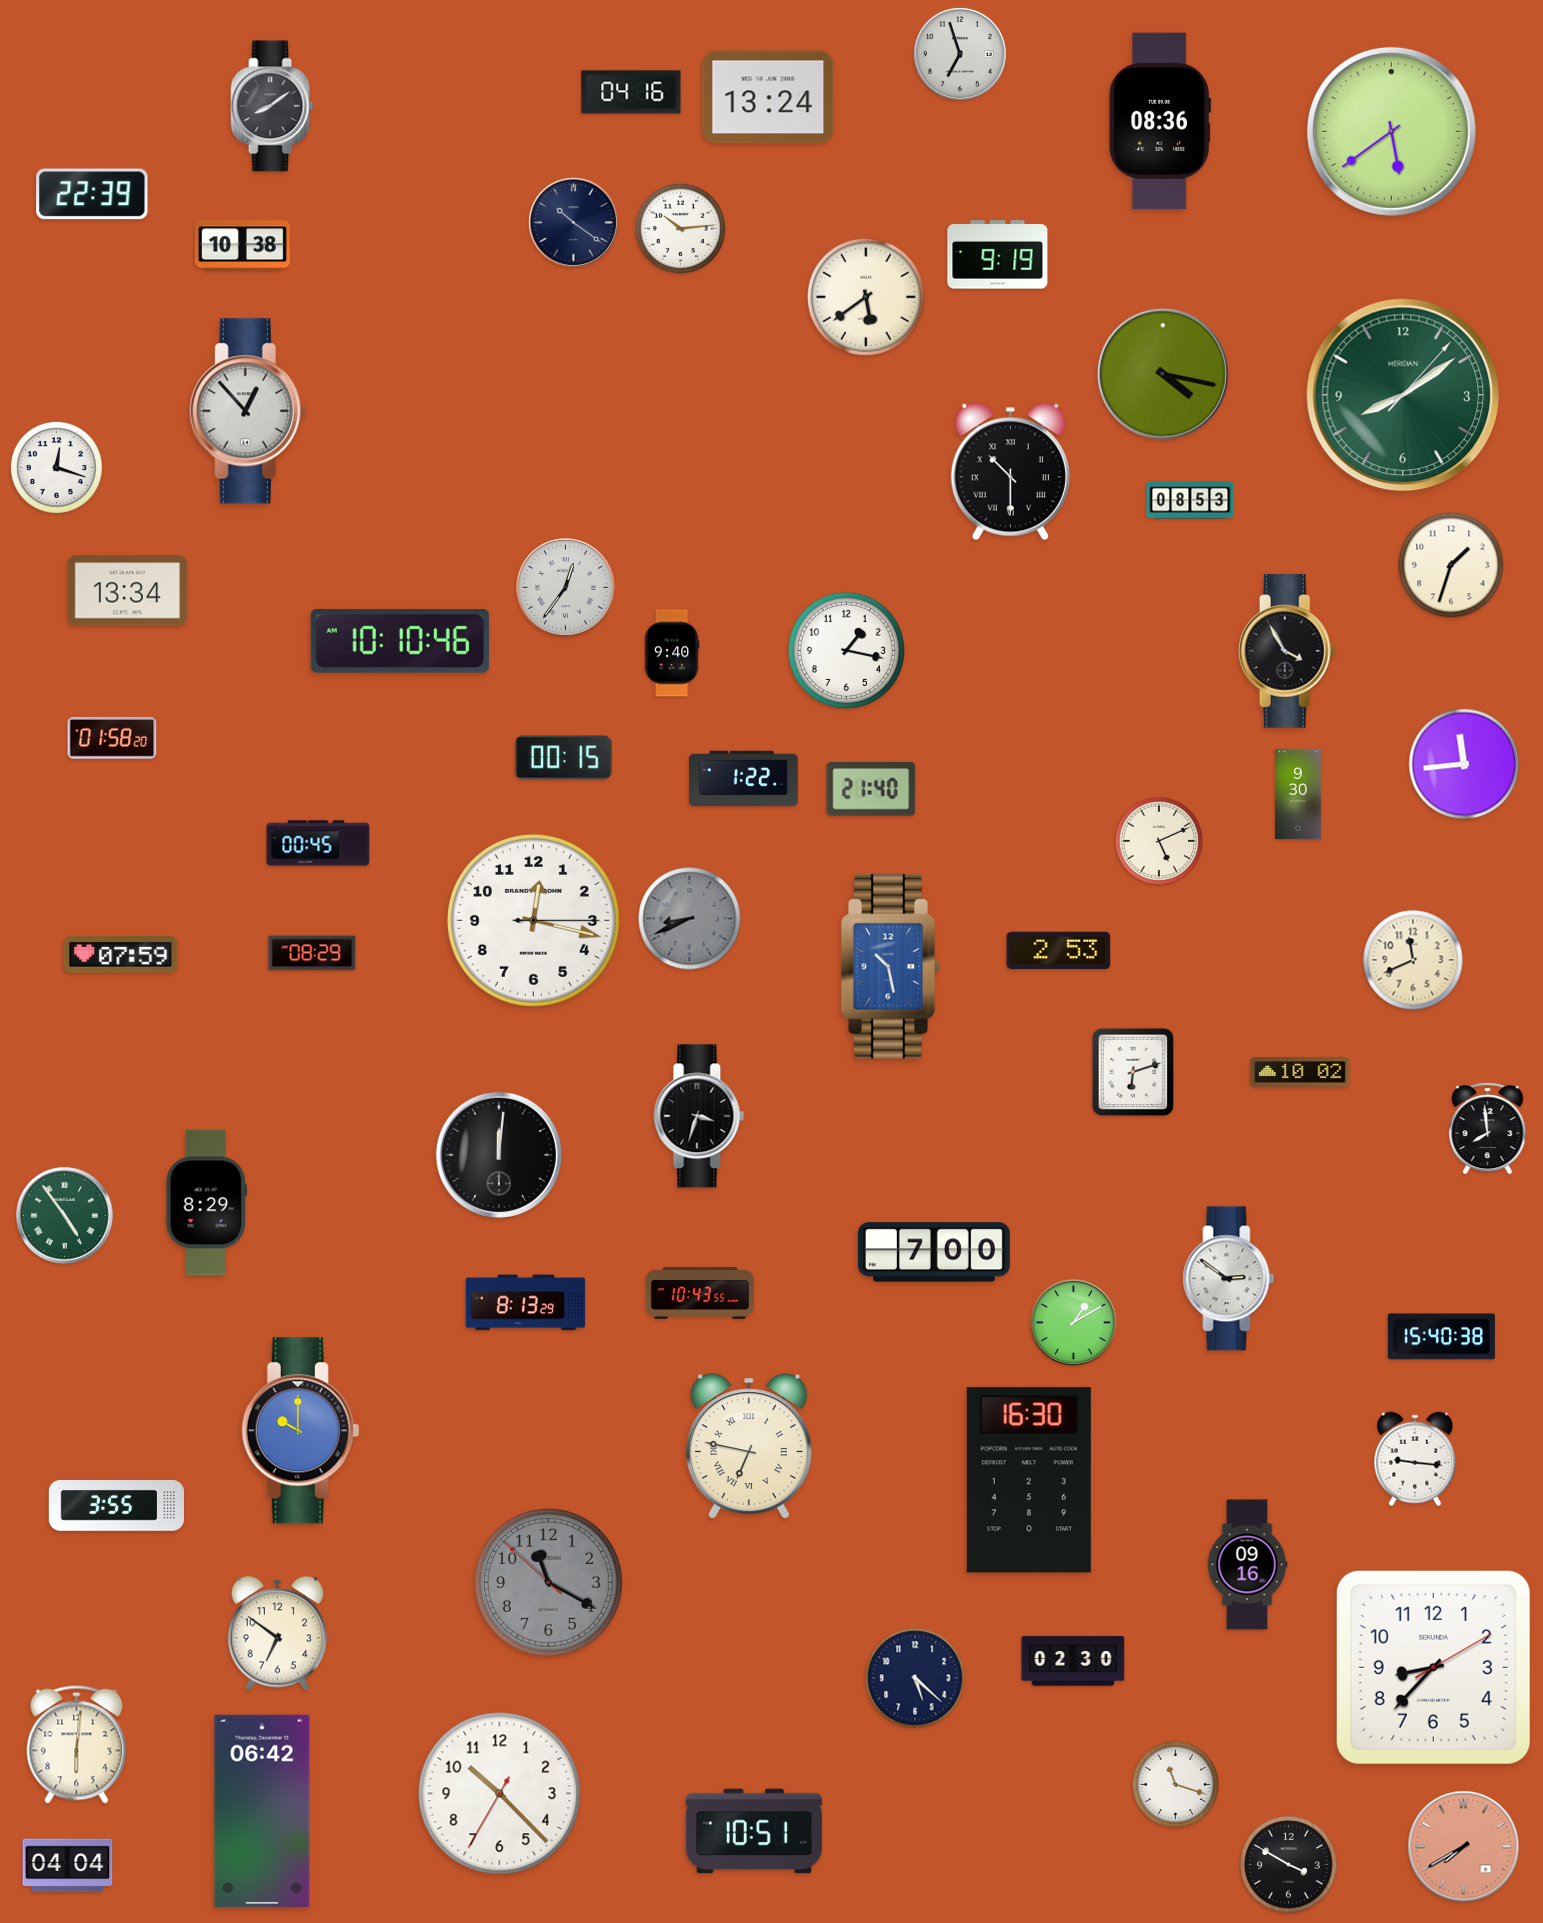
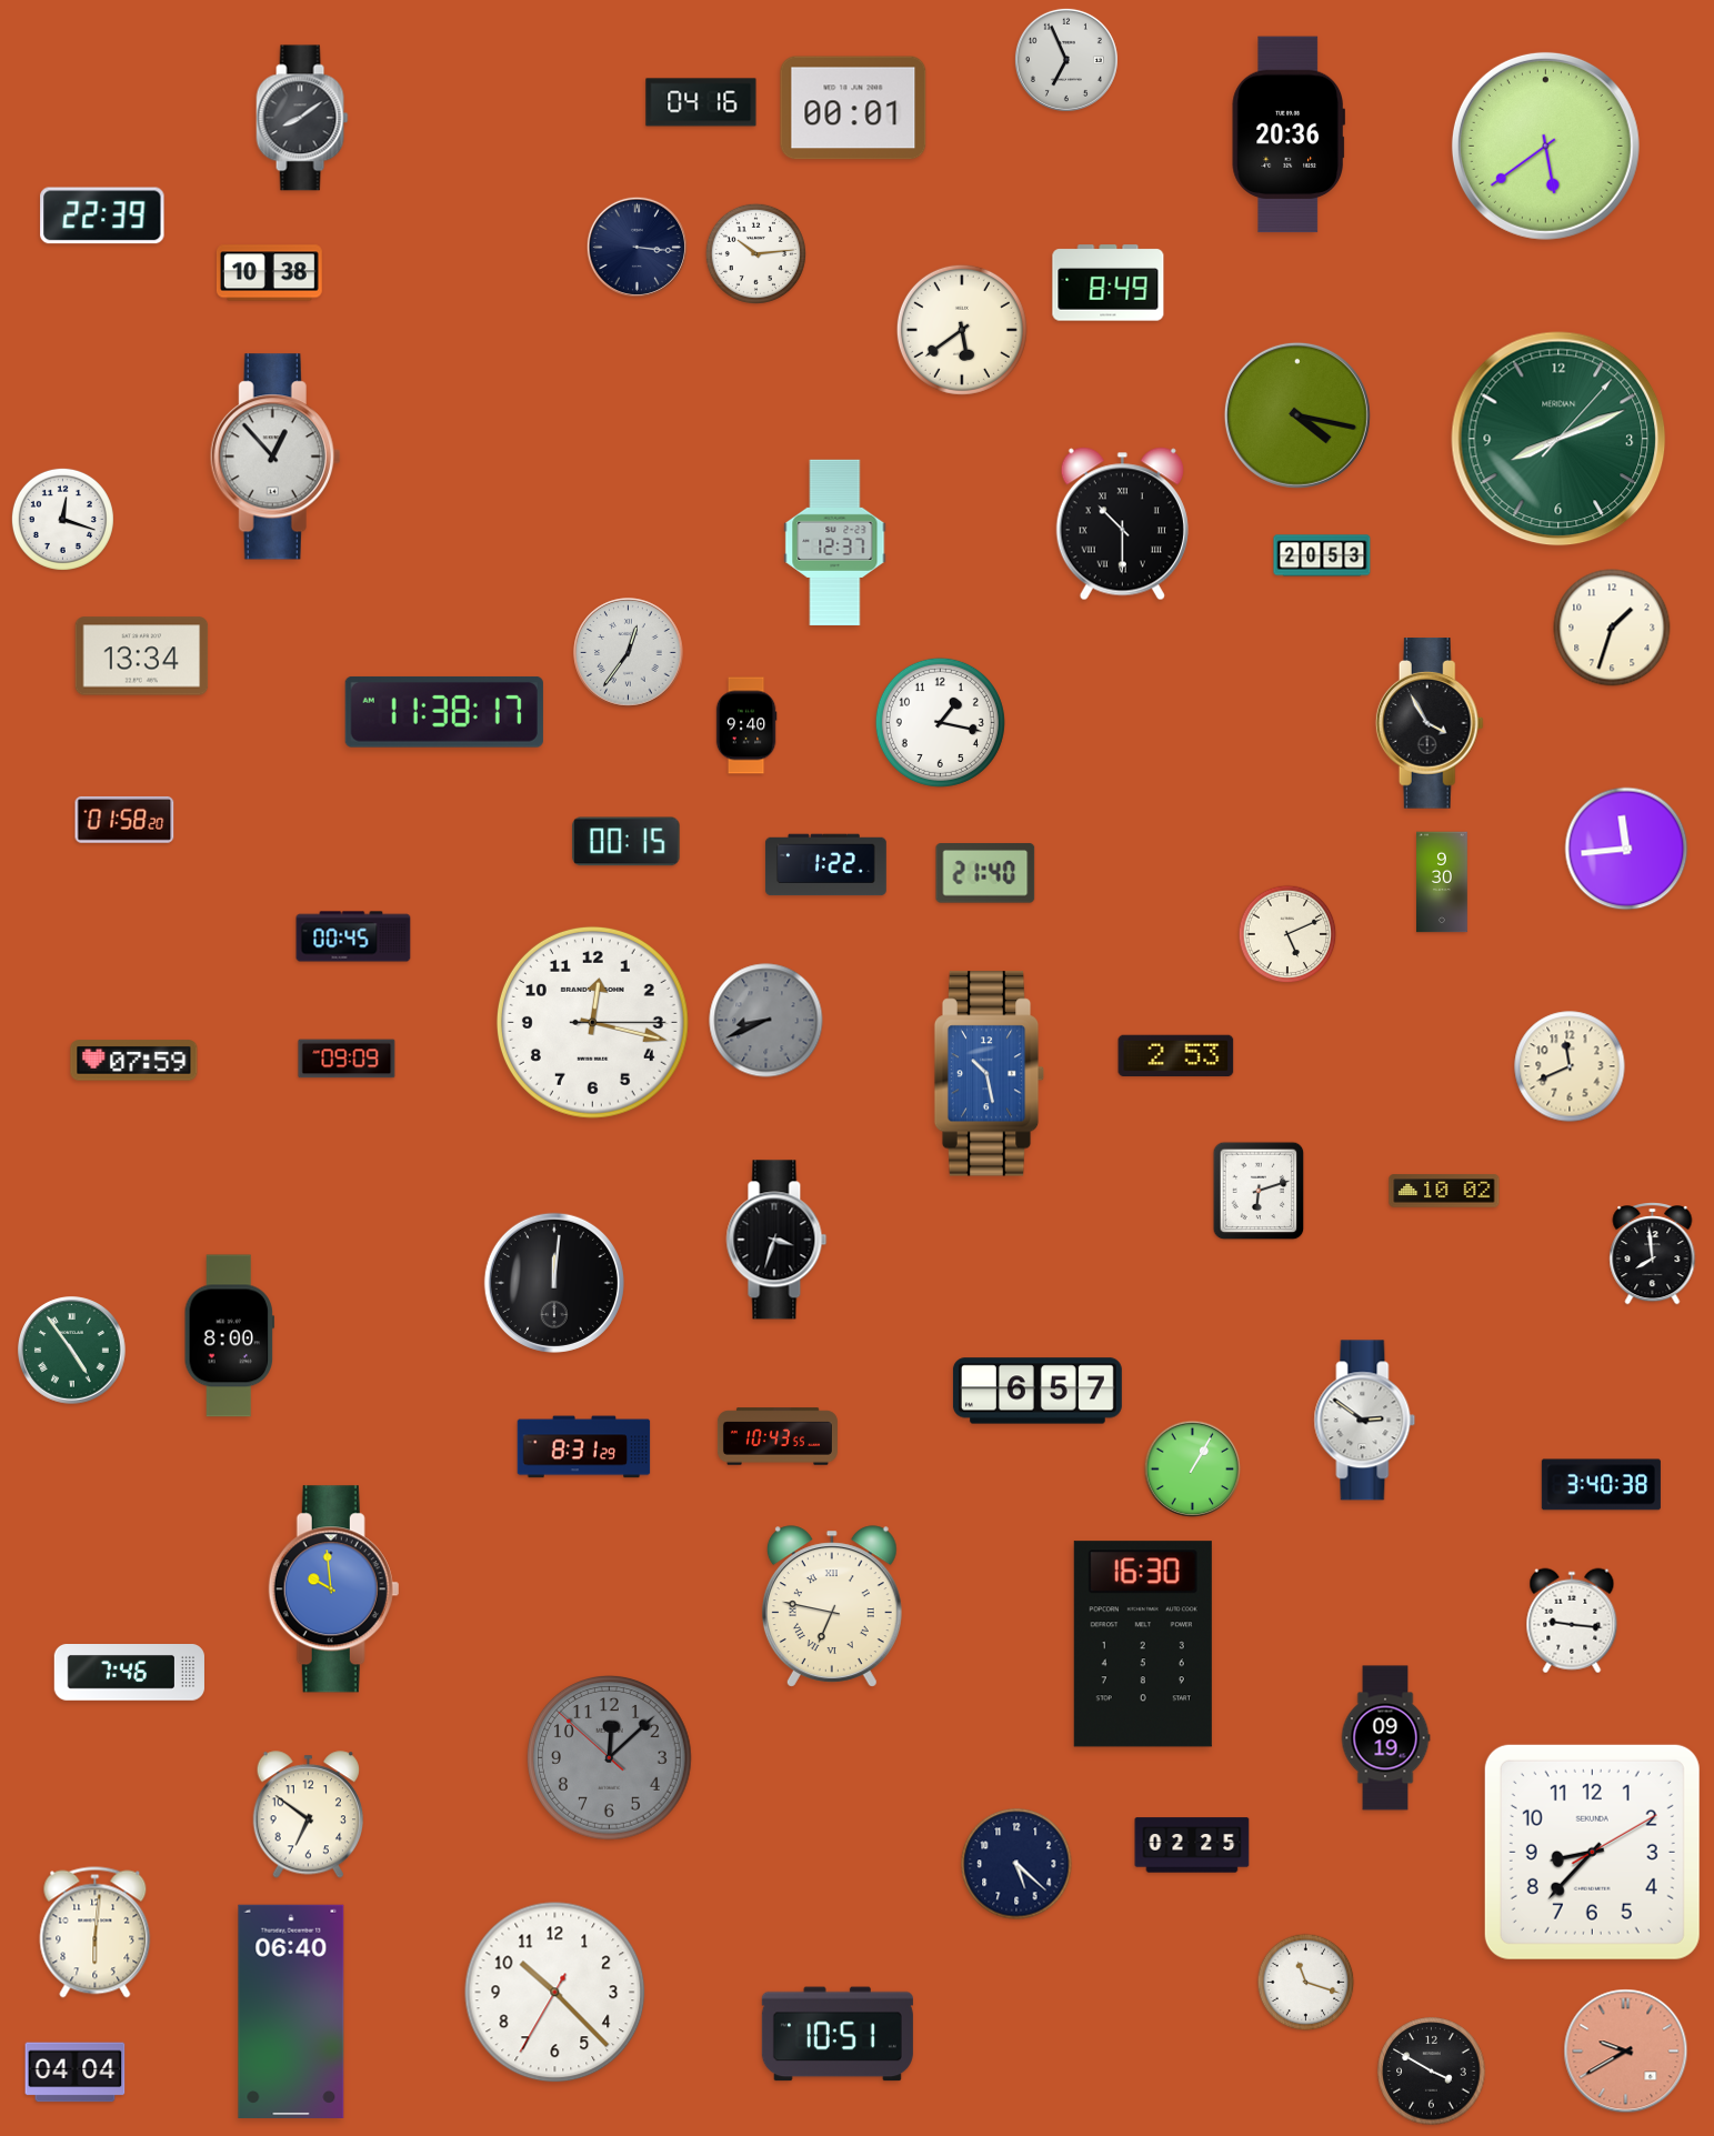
clock at (960, 54): 6:57 -> 6:56
clock at (768, 97): 13:24 -> 00:01
clock at (1160, 121): 08:36 -> 20:36
clock at (573, 222): 10:21 -> 3:16
clock at (998, 255): 9:19 -> 8:49
clock at (1163, 374) position: (1163, 374) -> (1297, 415)
clock at (1403, 395): 8:09 -> 8:11
clock at (835, 542): none -> 12:37
clock at (1190, 500): 08:53 -> 20:53
clock at (400, 641): 10:10 -> 11:38
clock at (871, 789) position: (871, 789) -> (985, 873)
clock at (312, 953): 08:29 -> 09:09
clock at (206, 1203): 8:29 -> 8:00
clock at (934, 1252): 7:00 -> 6:57
clock at (526, 1303): 8:13 -> 8:31
clock at (1074, 1323): 1:10 -> 1:05
clock at (1441, 1337): 15:40 -> 3:40
clock at (301, 1431): 10:00 -> 9:59
clock at (116, 1506): 3:55 -> 7:46
clock at (1247, 1565): 09:16 -> 09:19
clock at (549, 1583): 11:19 -> 12:07
clock at (1073, 1661): 02:30 -> 02:25
clock at (77, 1745) position: (77, 1745) -> (96, 1933)
clock at (262, 1811): 06:42 -> 06:40
clock at (1464, 1847): 7:40 -> 9:40
